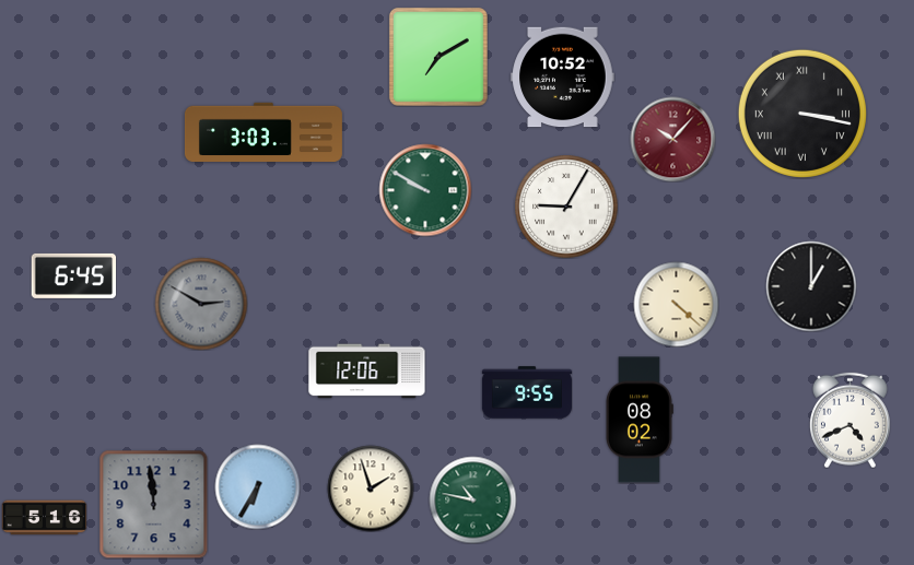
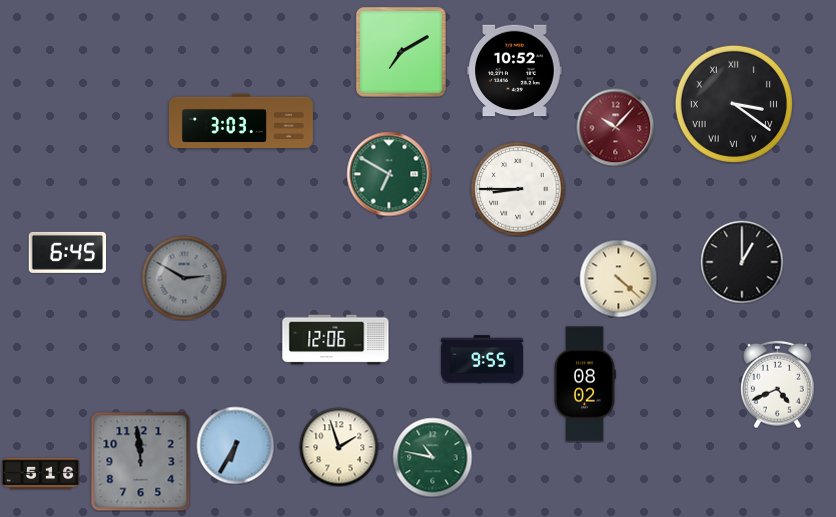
clock at (802, 114): 3:17 -> 3:21
clock at (425, 190): 9:50 -> 6:50
clock at (566, 207): 9:05 -> 8:45
